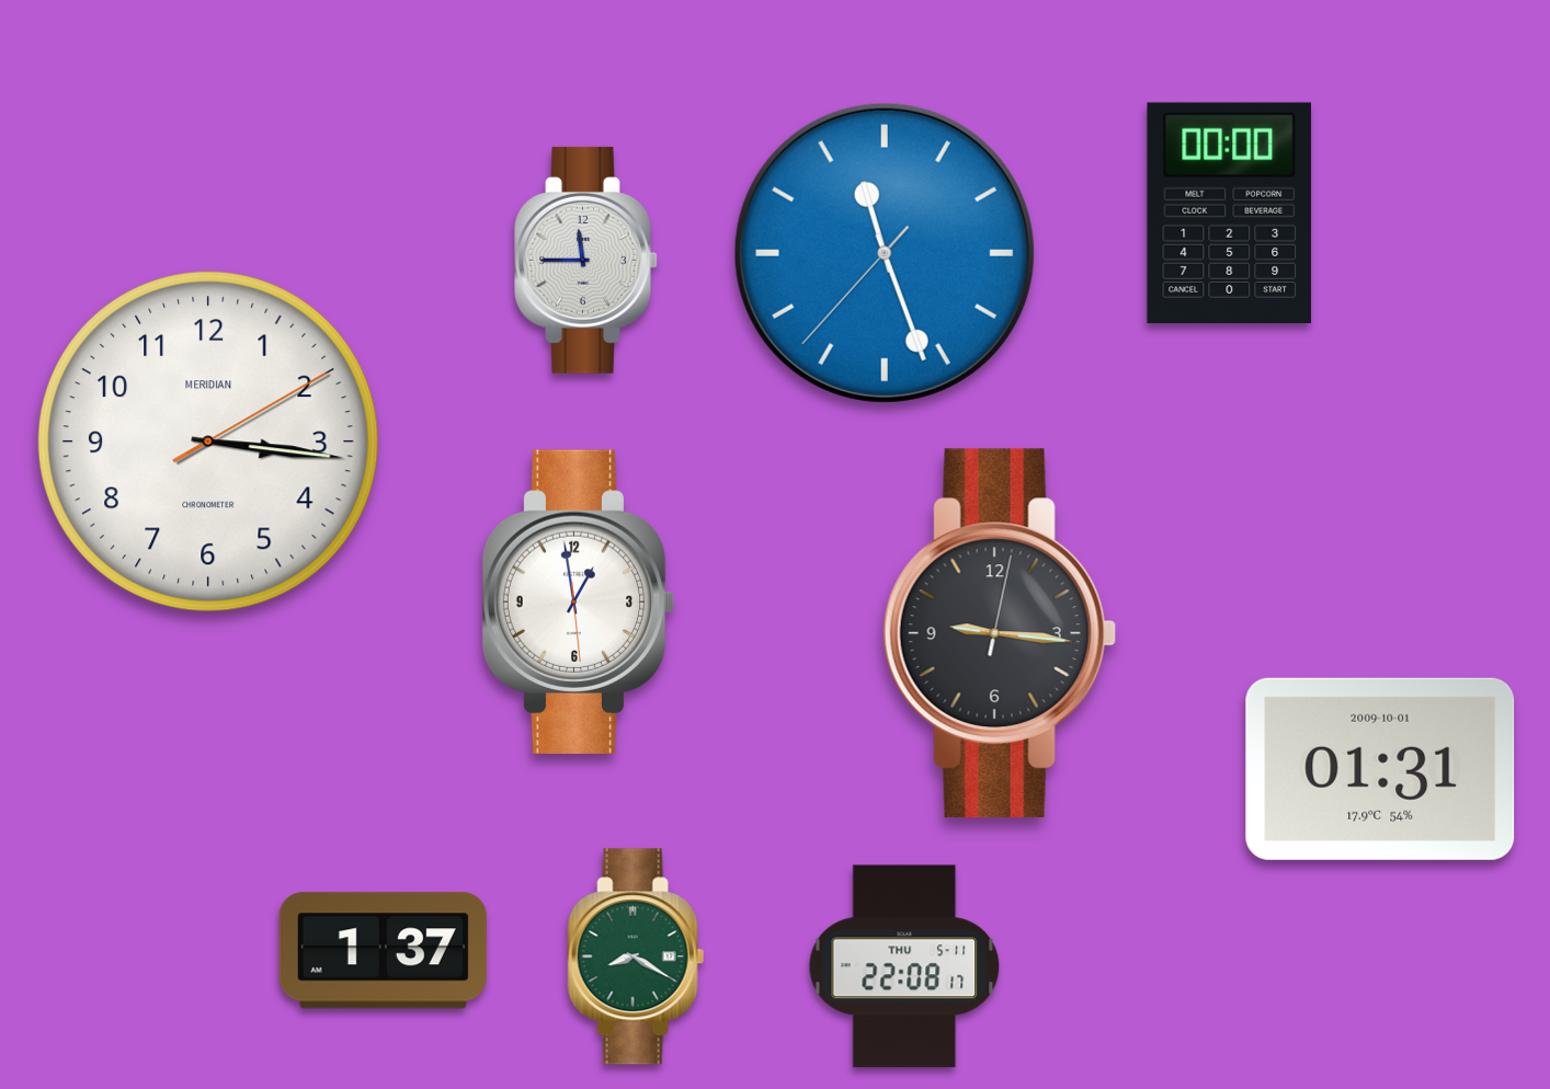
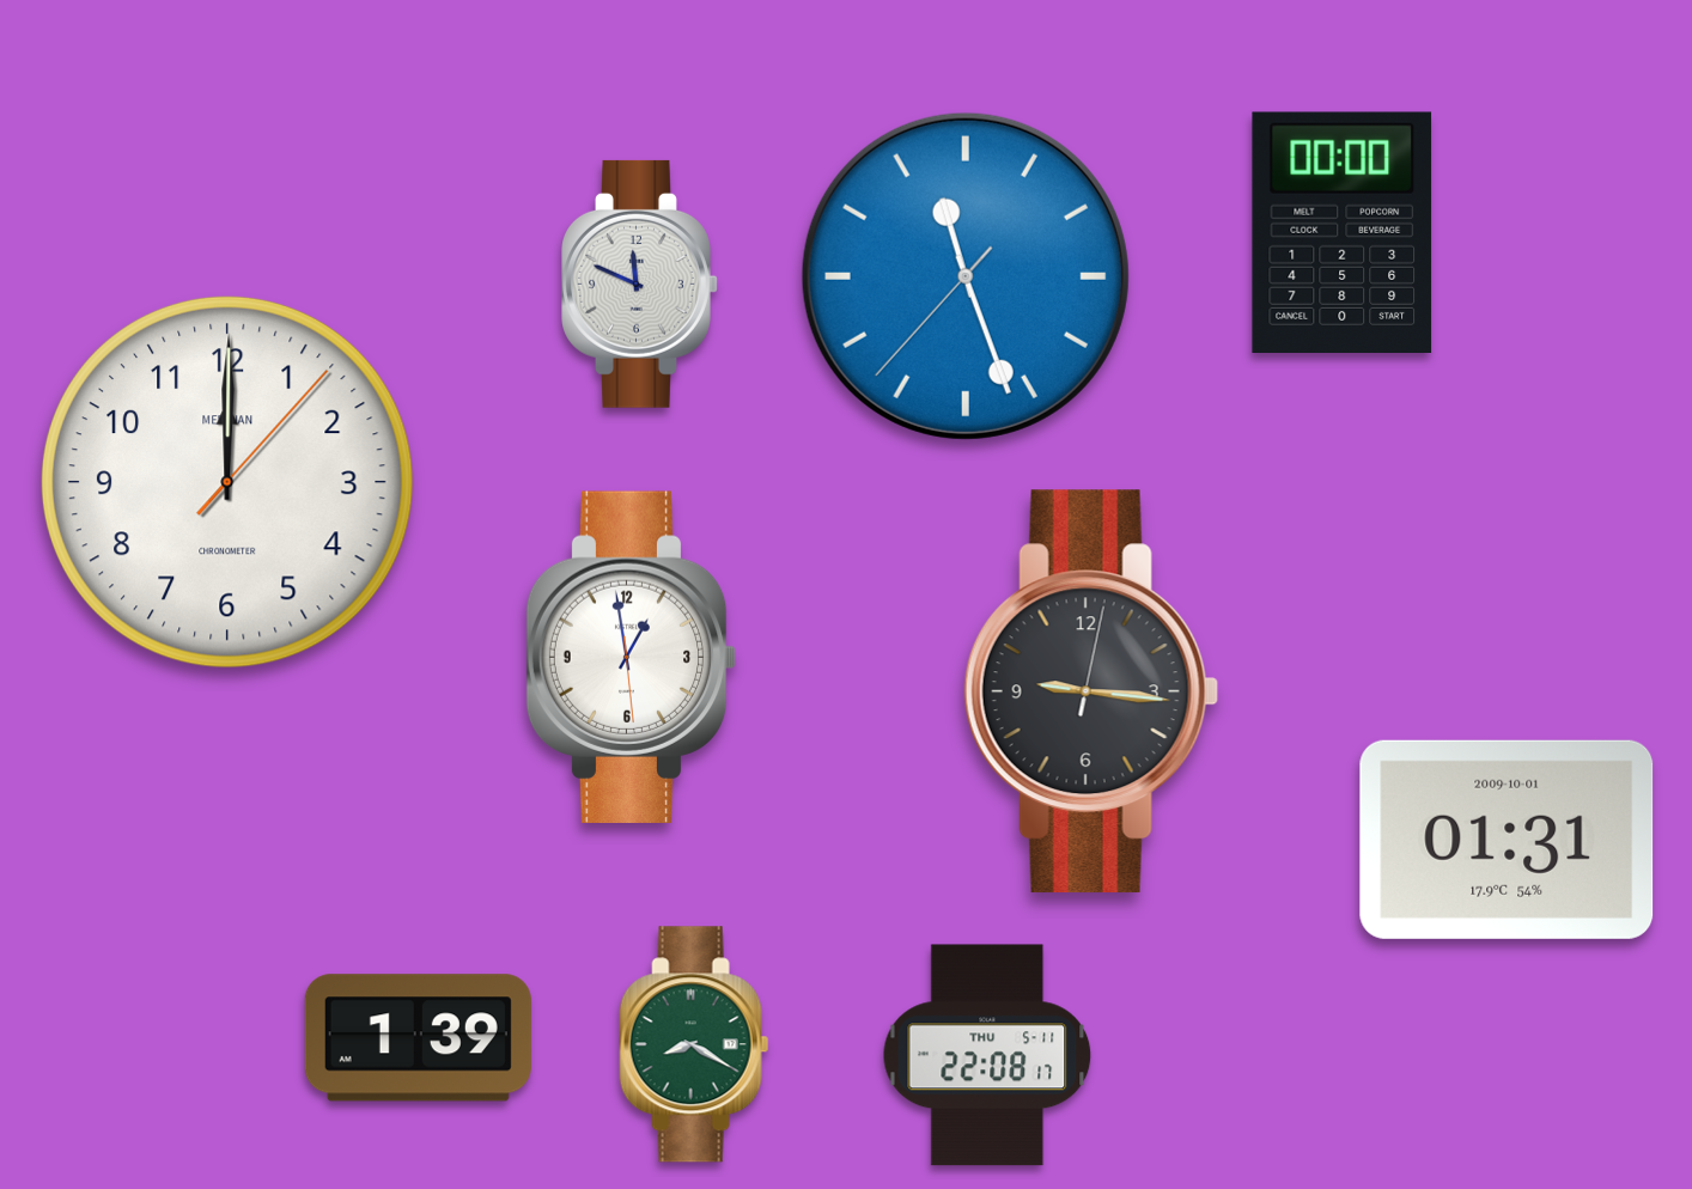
clock at (586, 260): 11:45 -> 11:49
clock at (208, 442): 3:16 -> 12:00
clock at (383, 951): 1:37 -> 1:39
